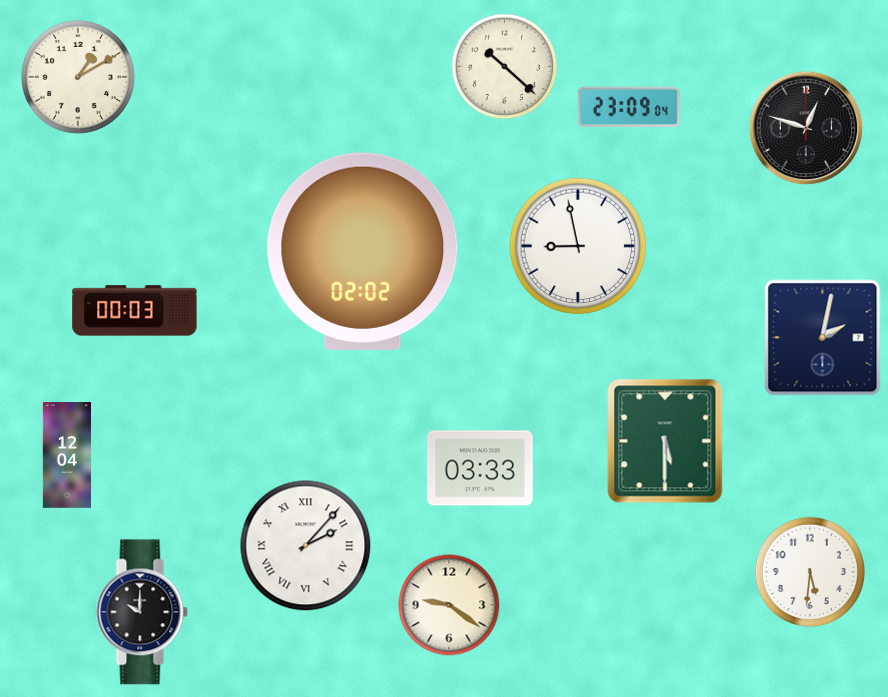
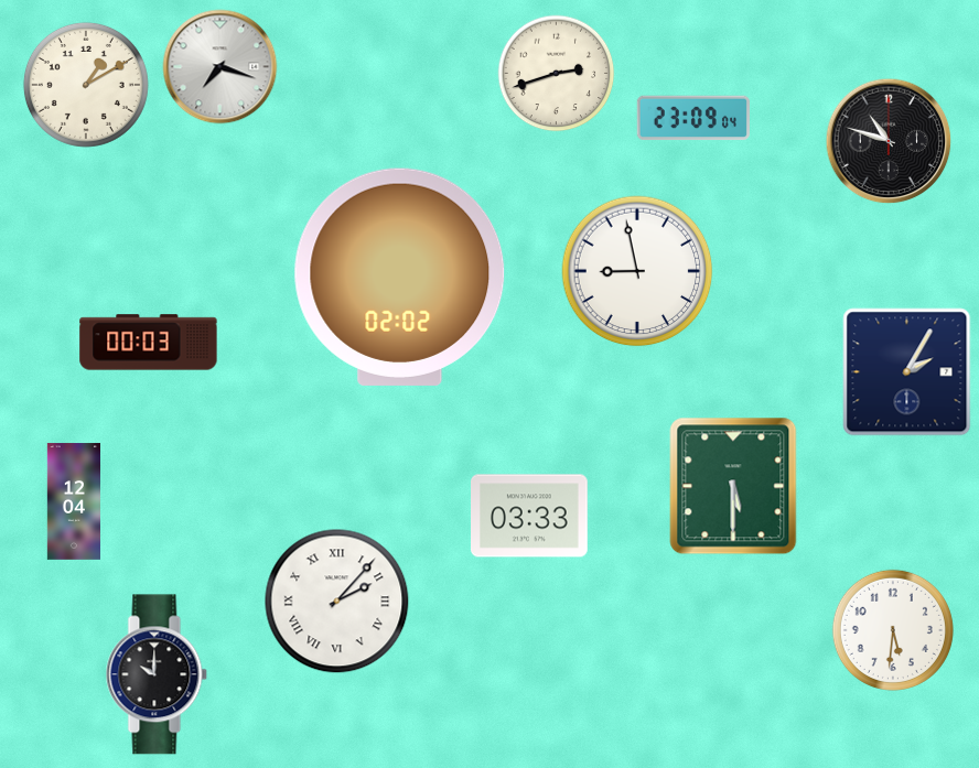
clock at (220, 67): none -> 7:18
clock at (505, 67): 10:22 -> 2:42
clock at (806, 128): 12:48 -> 10:48
clock at (823, 338): 2:02 -> 2:05
clock at (449, 605): 9:21 -> none
